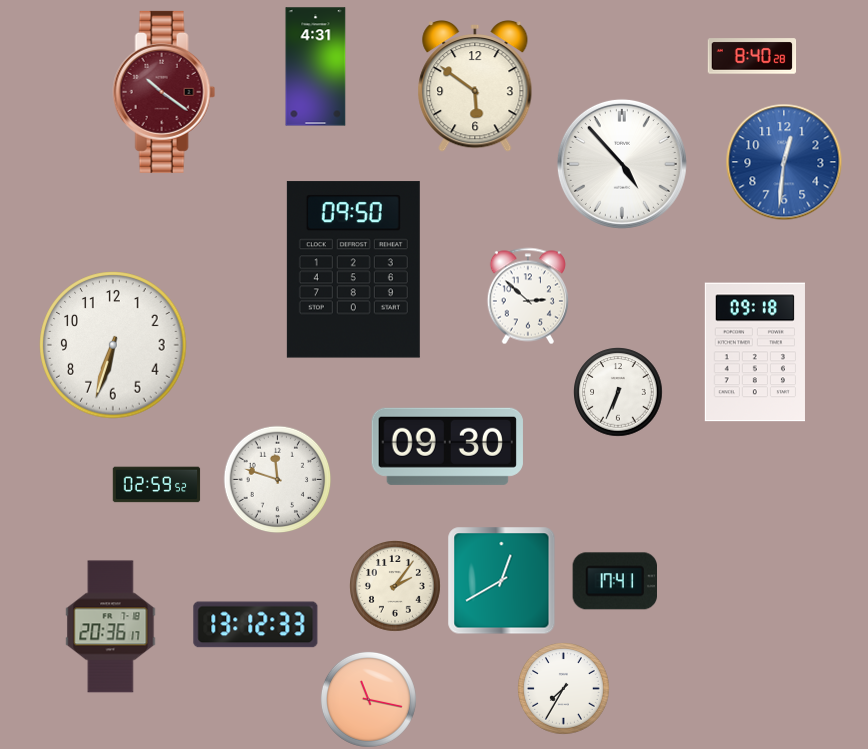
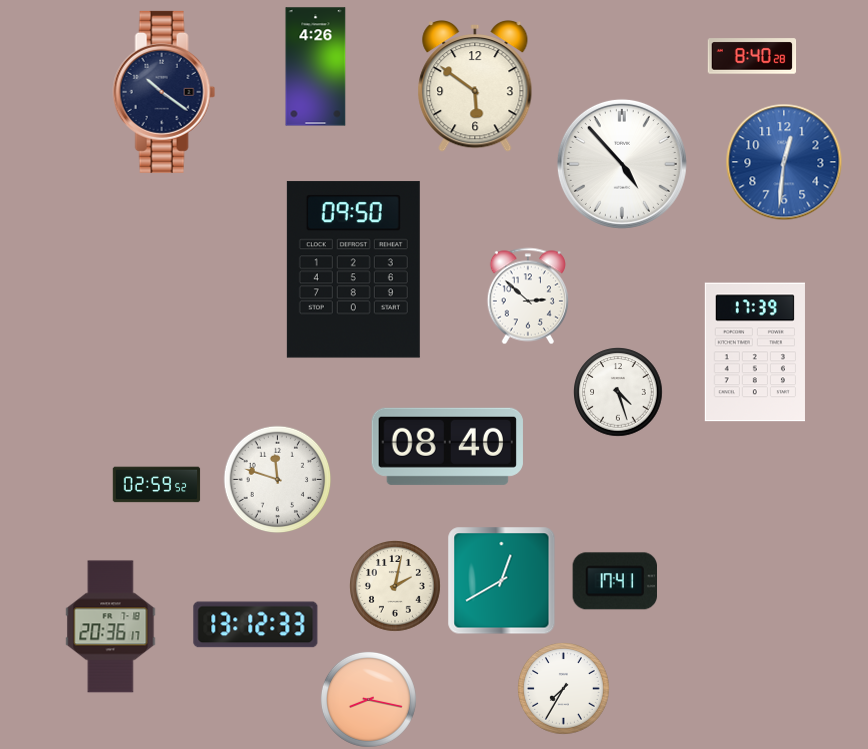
clock at (316, 67): 4:31 -> 4:26
clock at (164, 92) dial: burgundy -> navy
clock at (113, 345): 6:33 -> none
clock at (755, 352): 09:18 -> 17:39
clock at (618, 392): 6:34 -> 4:27
clock at (447, 446): 09:30 -> 08:40
clock at (395, 586): 2:06 -> 2:02
clock at (368, 699): 11:17 -> 8:17
